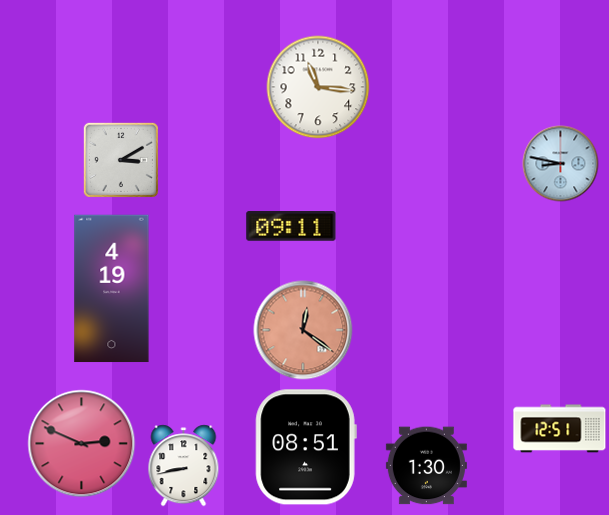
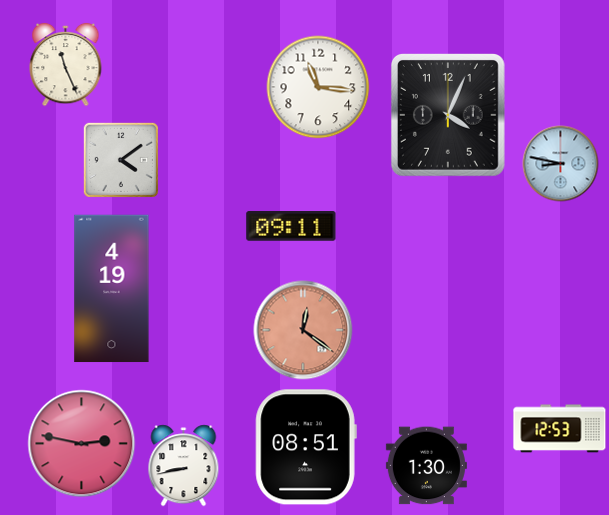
clock at (66, 65): none -> 11:26
clock at (448, 116): none -> 4:04
clock at (121, 160): 3:10 -> 4:09
clock at (560, 429): 12:51 -> 12:53
clock at (82, 444): 2:49 -> 2:47
